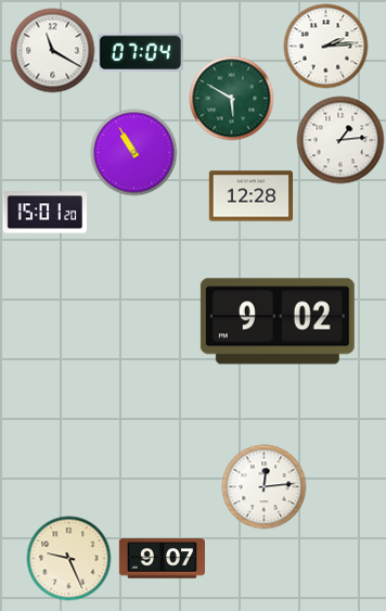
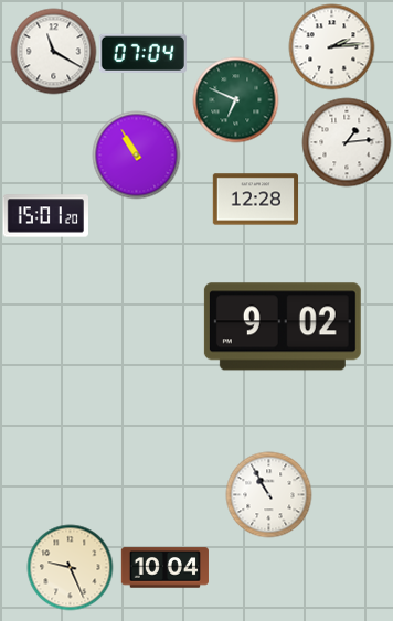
clock at (231, 98): 5:50 -> 6:49
clock at (263, 486): 12:14 -> 10:55
clock at (162, 559): 9:07 -> 10:04
